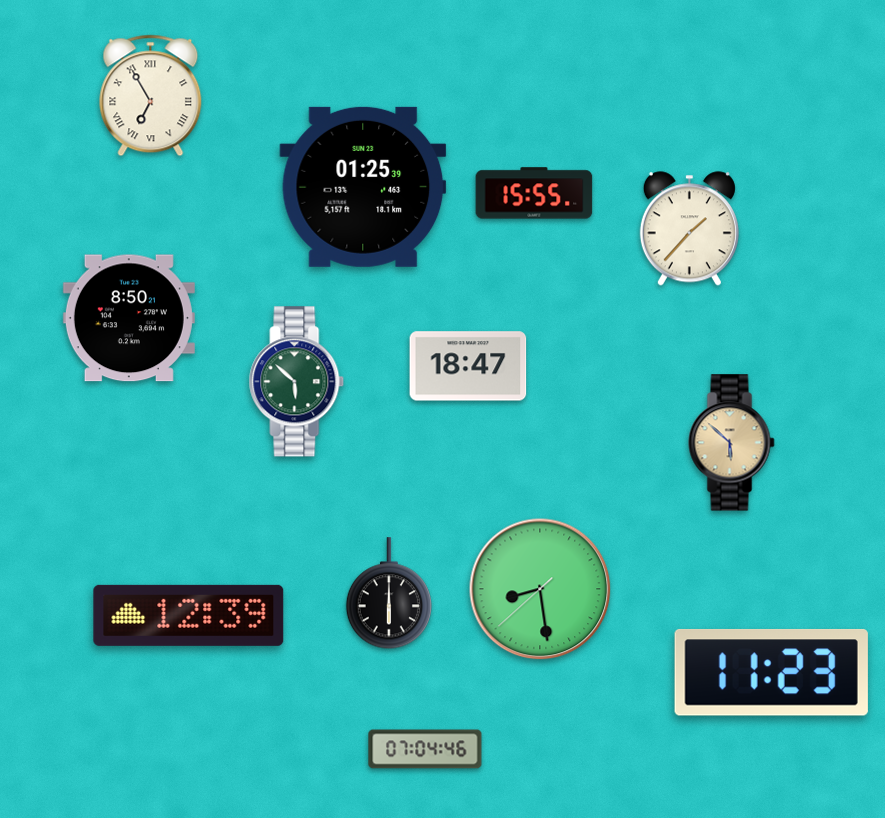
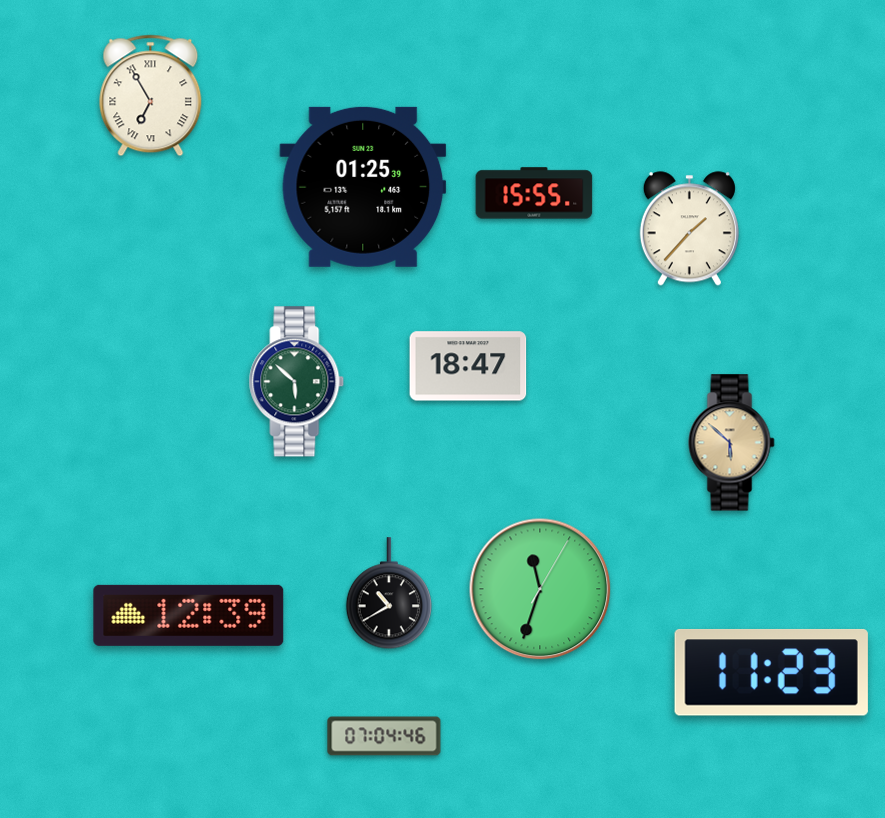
clock at (129, 318): 8:50 -> none
clock at (540, 589): 8:28 -> 11:33
clock at (389, 594): 6:00 -> 10:40
clock at (425, 749) position: (425, 749) -> (384, 736)
